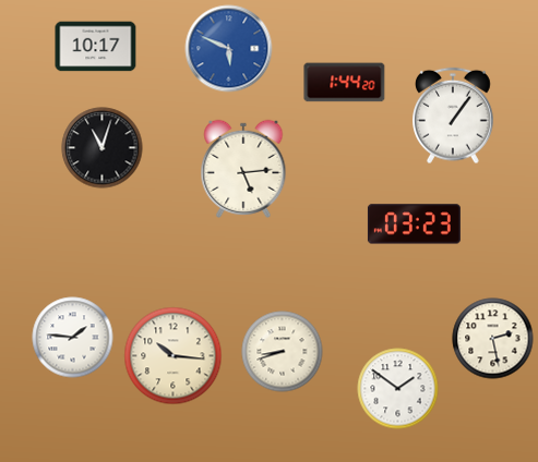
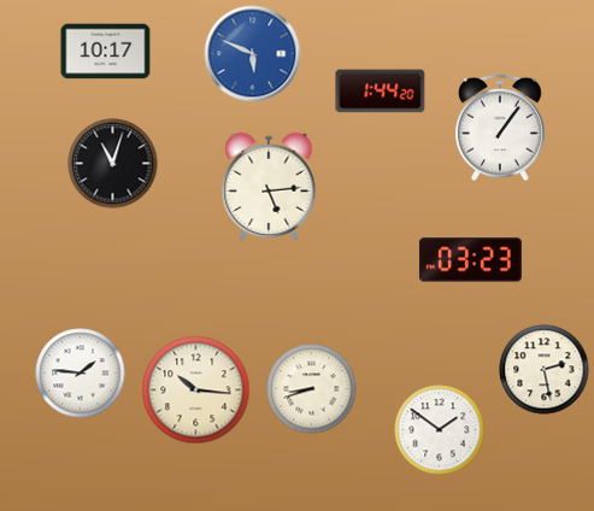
clock at (414, 224) position: (414, 224) -> (470, 260)
clock at (493, 339) position: (493, 339) -> (545, 370)
clock at (174, 356) position: (174, 356) -> (196, 390)
